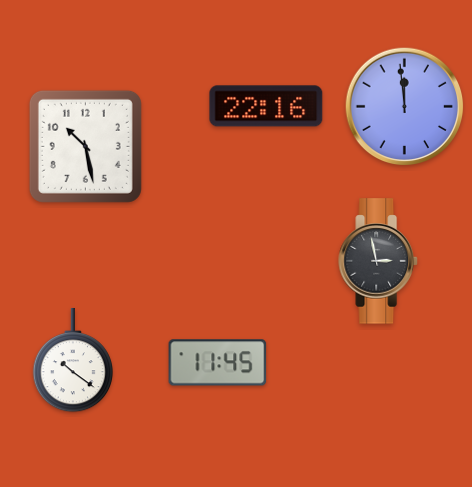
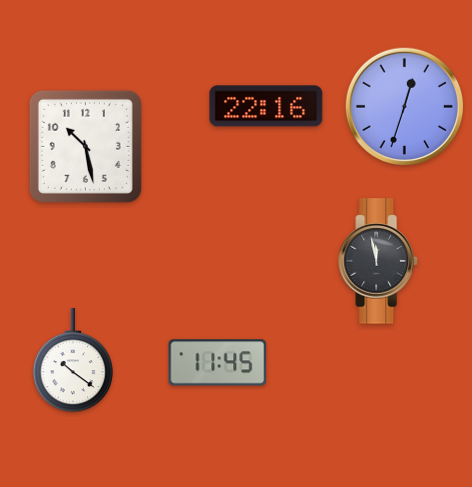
clock at (405, 107): 11:59 -> 12:33
clock at (378, 261): 2:58 -> 11:58
